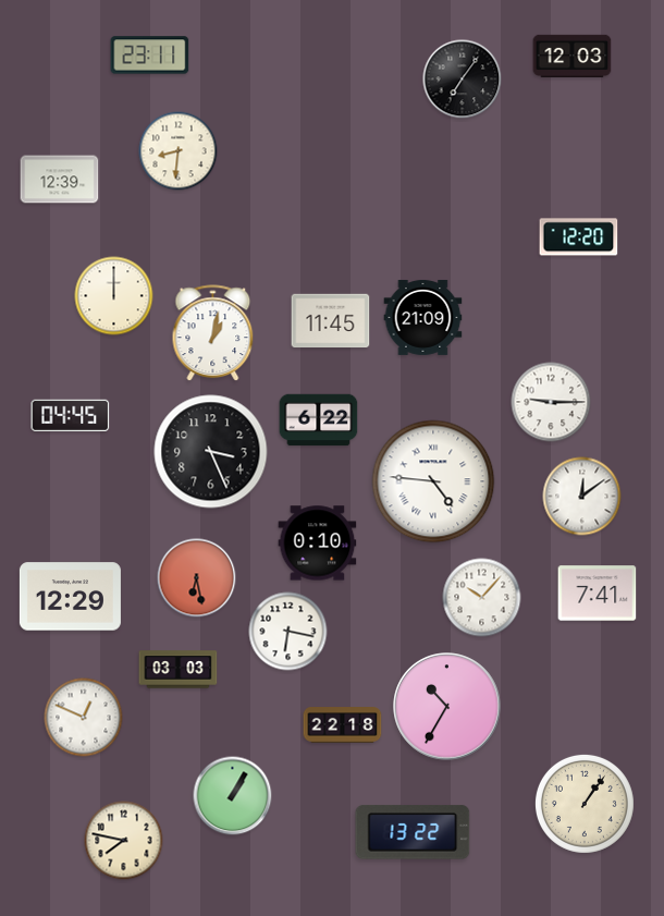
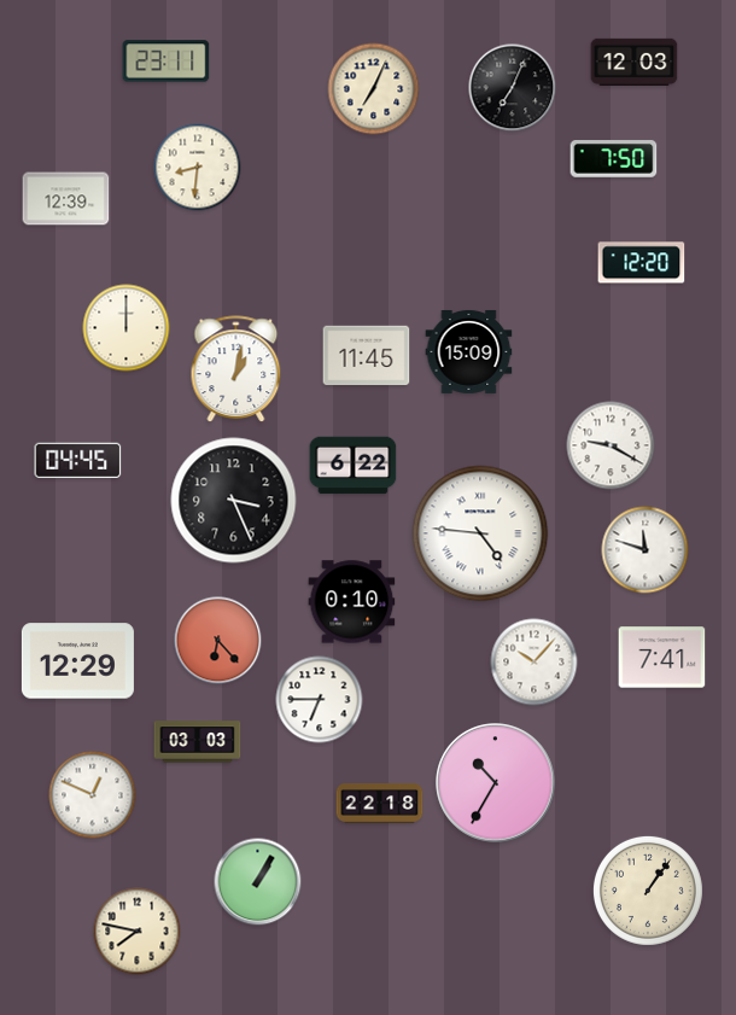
clock at (463, 80): 7:06 -> 7:04
clock at (374, 89): none -> 7:04
clock at (614, 159): none -> 7:50
clock at (423, 317): 21:09 -> 15:09
clock at (551, 402): 9:15 -> 9:20
clock at (582, 497): 12:09 -> 11:48
clock at (197, 578): 6:28 -> 6:23
clock at (288, 632): 6:17 -> 6:45
clock at (413, 832): 13:22 -> none
